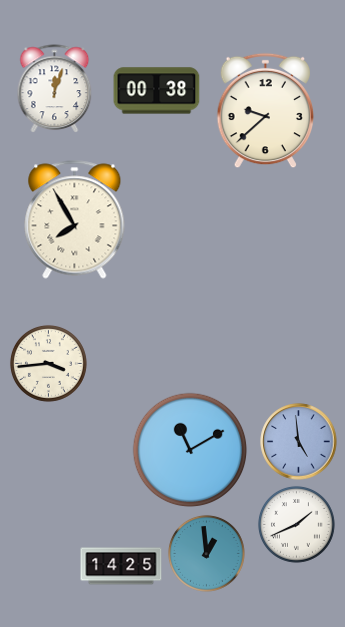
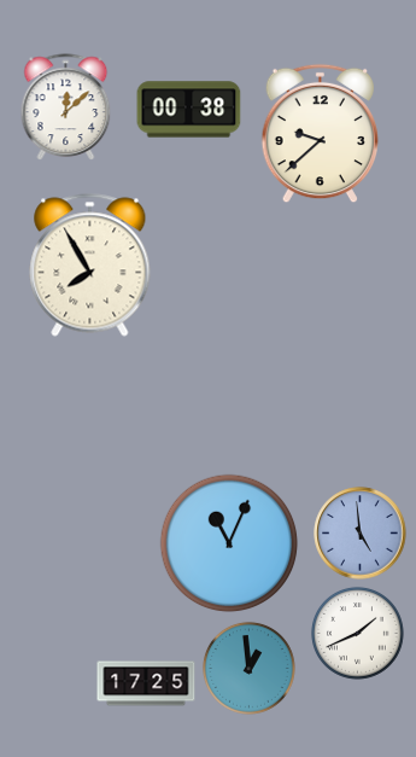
clock at (55, 88): 12:03 -> 12:08
clock at (48, 363): 3:44 -> none
clock at (190, 450): 11:10 -> 11:04
clock at (121, 566): 14:25 -> 17:25
